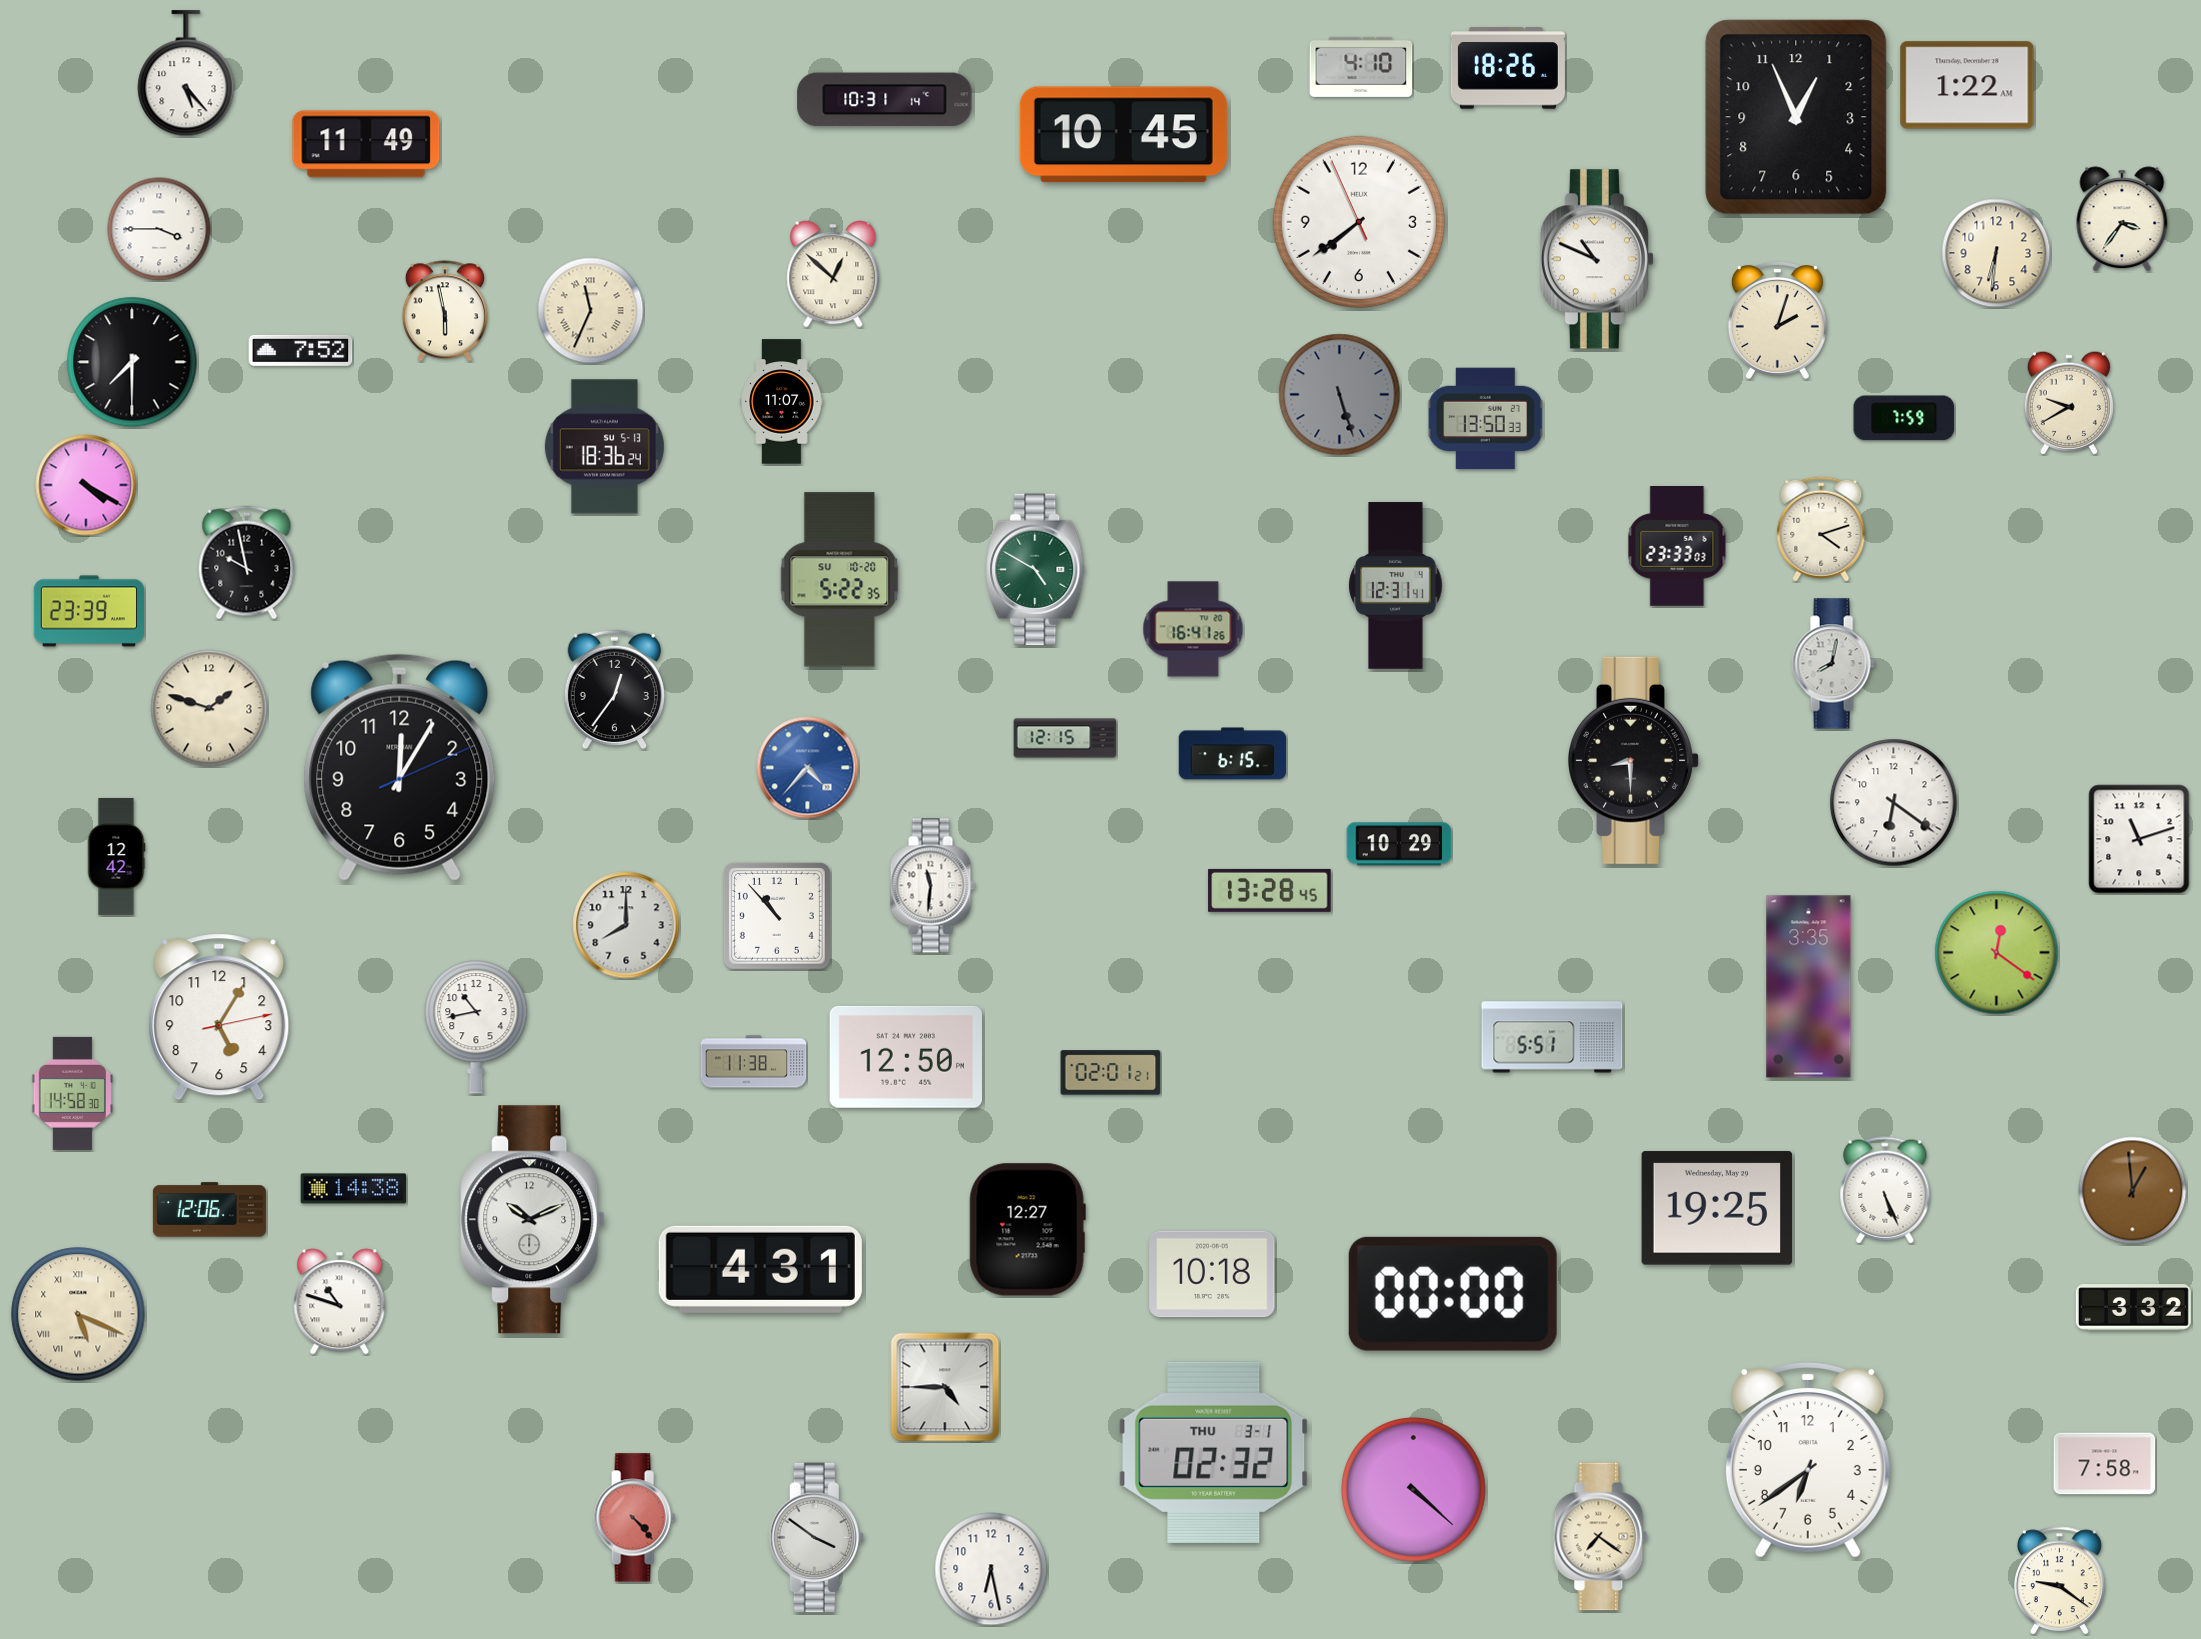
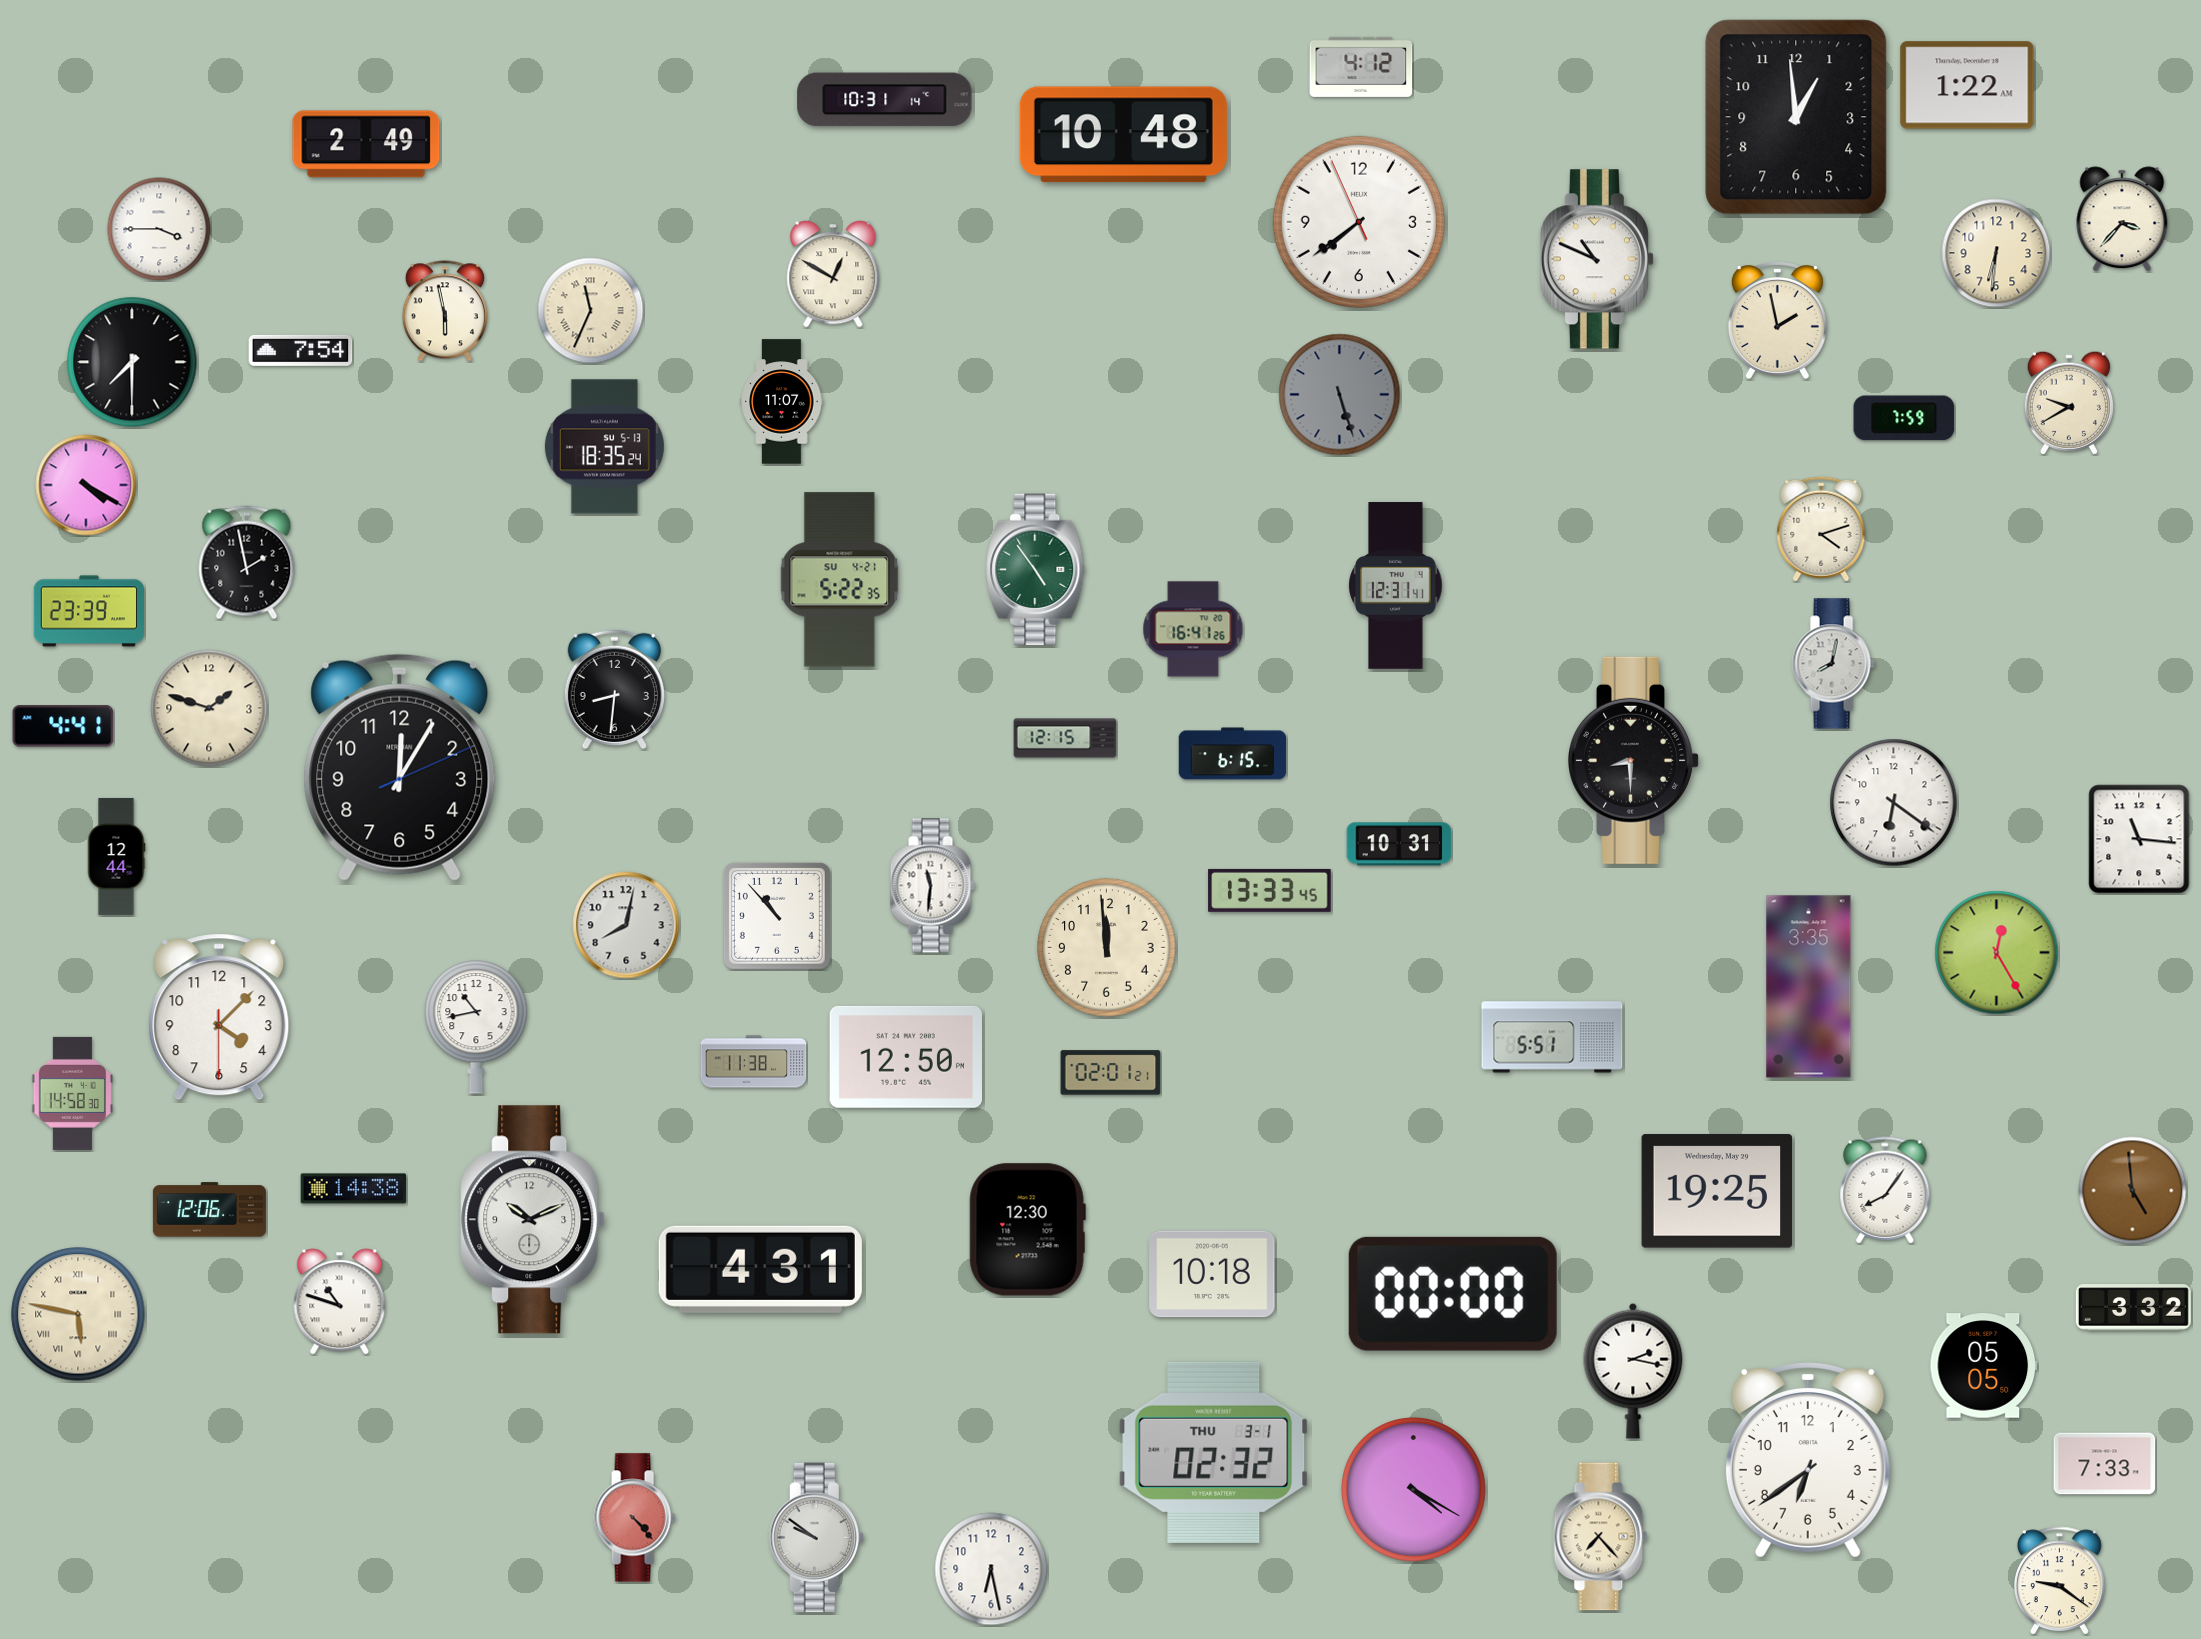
clock at (1361, 67): 4:10 -> 4:12
clock at (1508, 68): 18:26 -> none
clock at (186, 74): 5:23 -> none
clock at (1796, 117): 12:56 -> 12:59
clock at (1123, 135): 10:45 -> 10:48
clock at (366, 144): 11:49 -> 2:49
clock at (2122, 219): 3:36 -> 3:37
clock at (833, 274): 12:52 -> 12:50
clock at (1777, 321): 2:03 -> 1:58
clock at (301, 350): 7:52 -> 7:54
clock at (1486, 419): 13:50 -> none
clock at (604, 447): 18:36 -> 18:35
clock at (1677, 547): 23:33 -> none
clock at (247, 563): 9:58 -> 1:58
clock at (1036, 570): 4:50 -> 4:54
clock at (840, 580) date: SU 10-20 -> SU 4-21
clock at (614, 690): 12:36 -> 8:31
clock at (63, 726): none -> 4:41
clock at (808, 768): 4:37 -> none
clock at (2139, 839): 11:12 -> 11:16
clock at (1399, 844): 10:29 -> 10:31
clock at (116, 856): 12:42 -> 12:44
clock at (1270, 890): 13:28 -> 13:33
clock at (626, 925): 8:00 -> 8:02
clock at (1107, 948): none -> 11:59
clock at (1997, 953): 12:21 -> 12:25
clock at (219, 1017): 5:05 -> 4:07
clock at (1885, 1190): 5:26 -> 8:06
clock at (2133, 1191): 12:59 -> 4:59
clock at (1717, 1208) position: (1717, 1208) -> (1717, 1191)
clock at (1027, 1230): 12:27 -> 12:30
clock at (78, 1314): 5:19 -> 5:47
clock at (1984, 1366): none -> 05:05
clock at (1633, 1371): none -> 2:17
clock at (945, 1387): 4:45 -> none
clock at (2105, 1464): 7:58 -> 7:33
clock at (1414, 1490): 4:22 -> 4:20
clock at (1601, 1537): 7:21 -> 7:23
clock at (816, 1538): 3:51 -> 9:51
